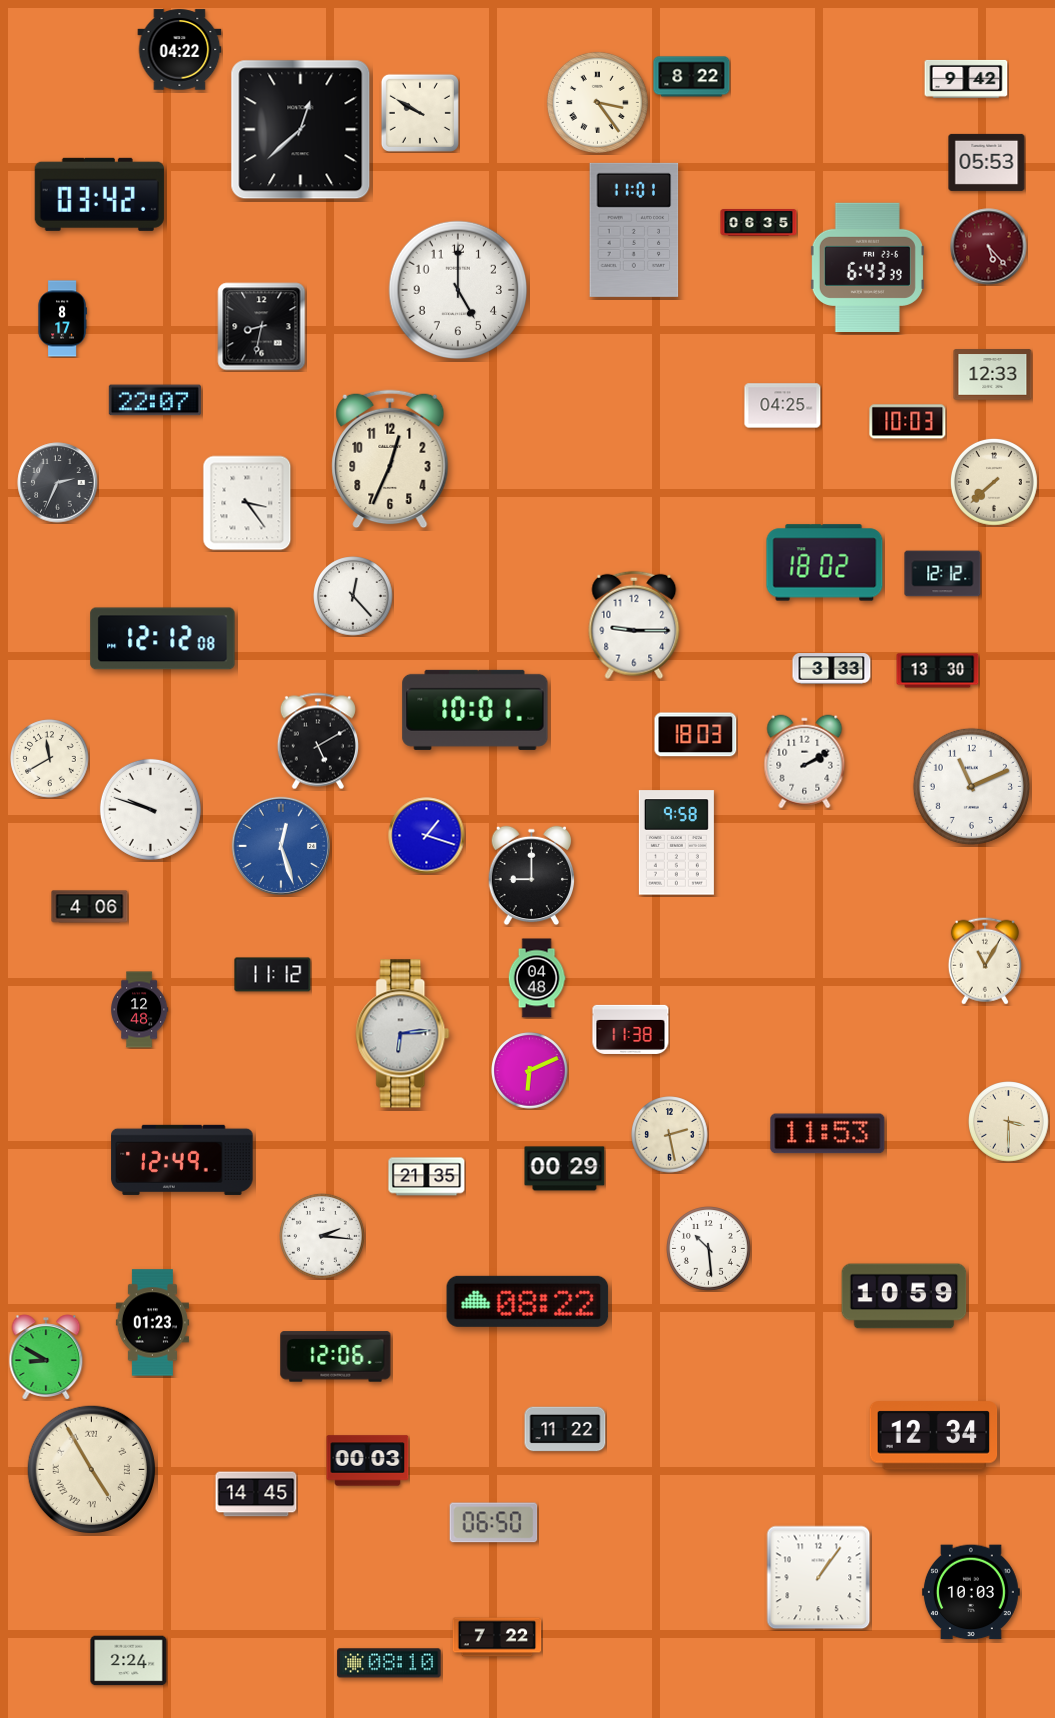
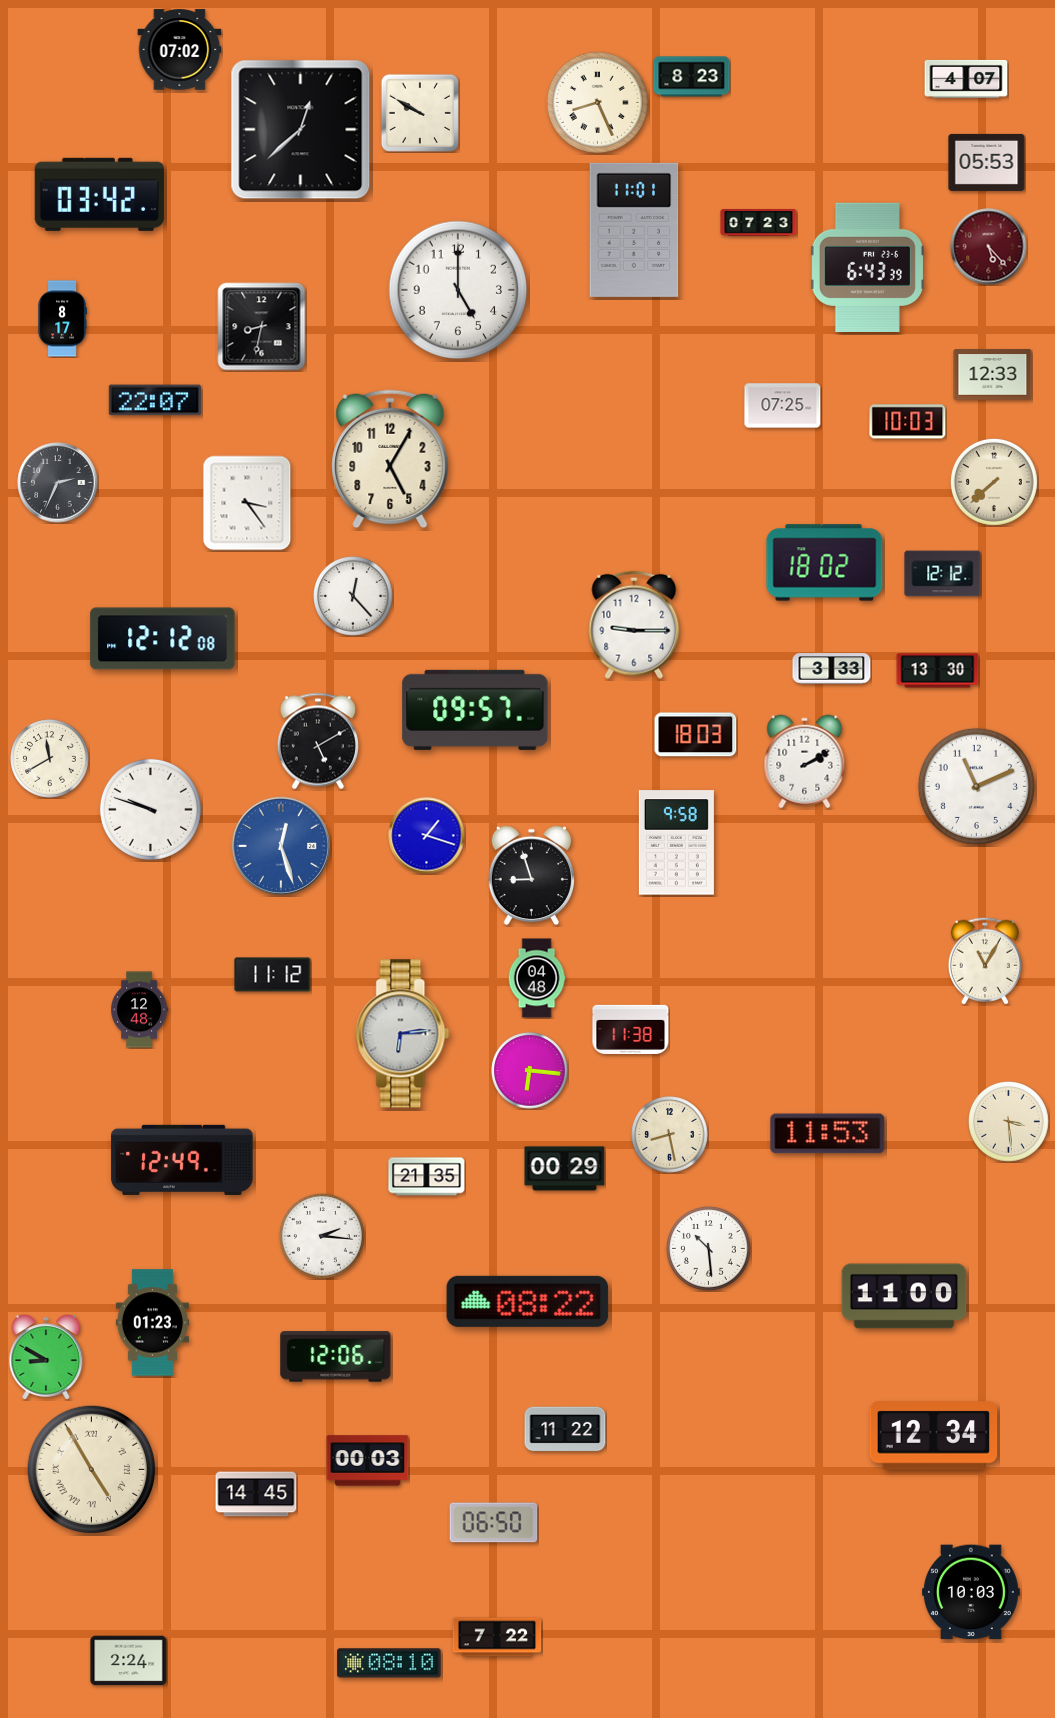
clock at (180, 50): 04:22 -> 07:02
clock at (692, 77): 8:22 -> 8:23
clock at (966, 79): 9:42 -> 4:07
clock at (597, 102): 3:24 -> 8:26
clock at (759, 223): 06:35 -> 07:23
clock at (783, 406): 04:25 -> 07:25
clock at (390, 459): 12:34 -> 5:05
clock at (475, 710): 10:01 -> 09:57
clock at (971, 786) position: (971, 786) -> (976, 786)
clock at (531, 876): 9:00 -> 8:57
clock at (90, 907): 4:06 -> none
clock at (530, 1071): 6:11 -> 6:16
clock at (1009, 1122): 3:30 -> 3:29
clock at (670, 1135): 2:28 -> 8:28
clock at (904, 1296): 10:59 -> 11:00
clock at (819, 1578): 1:06 -> none
